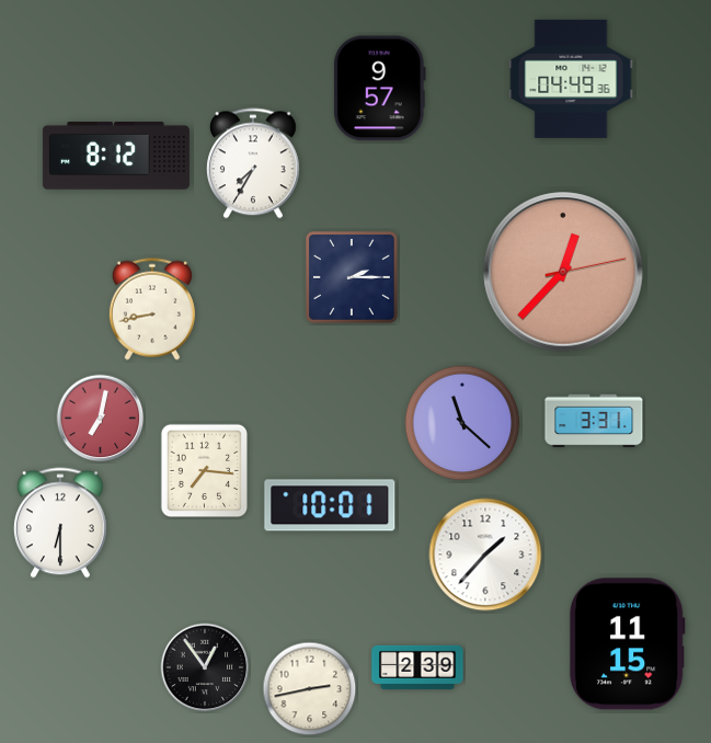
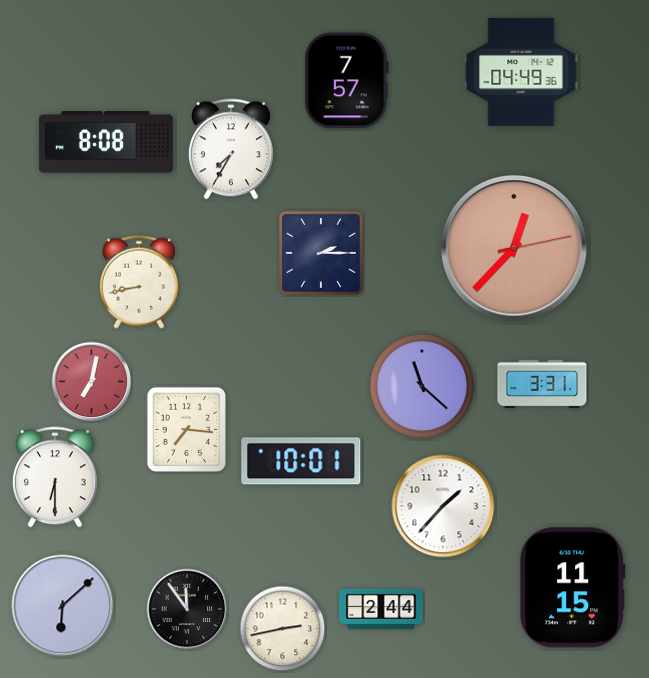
clock at (379, 89): 9:57 -> 7:57
clock at (116, 156): 8:12 -> 8:08
clock at (63, 606): none -> 6:08
clock at (205, 667): 12:54 -> 11:54
clock at (417, 667): 2:39 -> 2:44
